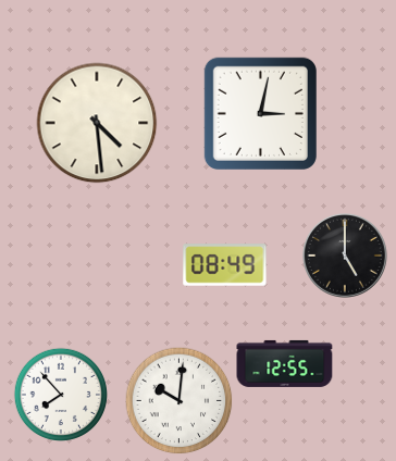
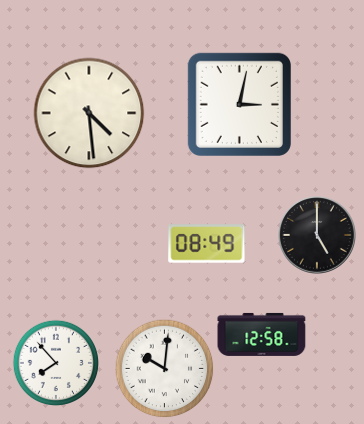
clock at (285, 363): 12:55 -> 12:58
